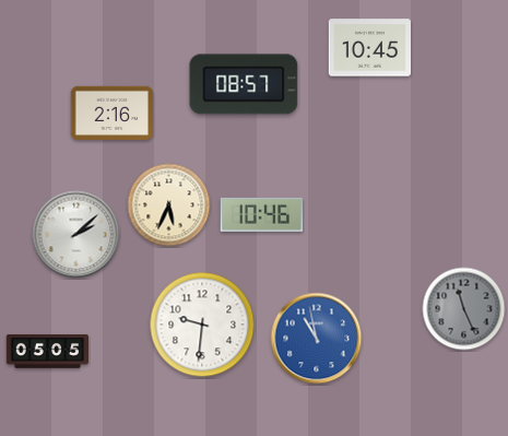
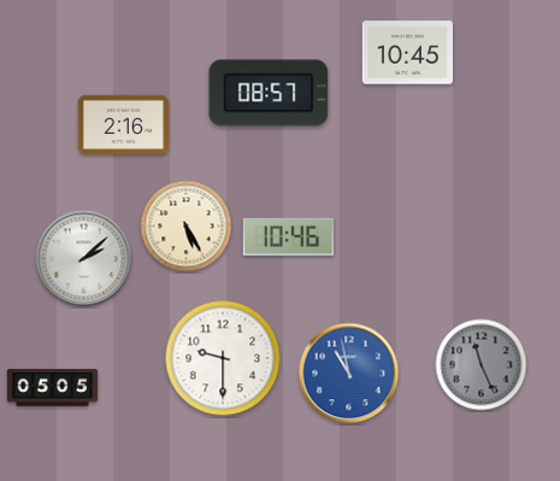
clock at (169, 205): 5:34 -> 5:25
clock at (464, 309) position: (464, 309) -> (482, 365)
clock at (202, 325): 9:31 -> 9:30
